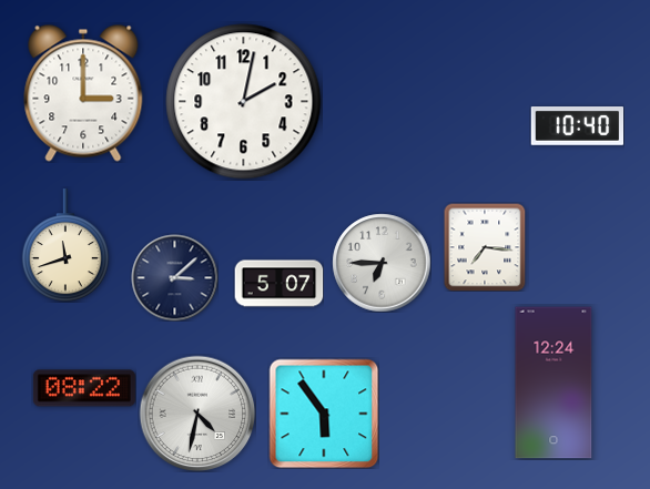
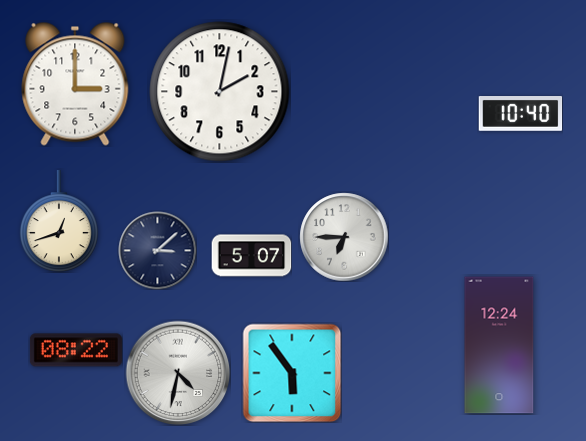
clock at (65, 245): 11:42 -> 12:42
clock at (485, 247): 7:16 -> none
